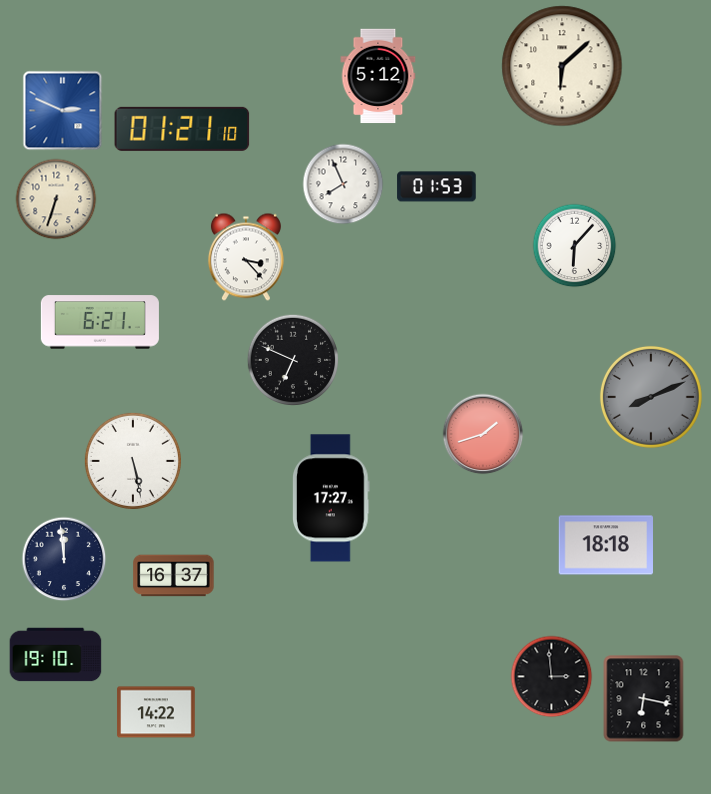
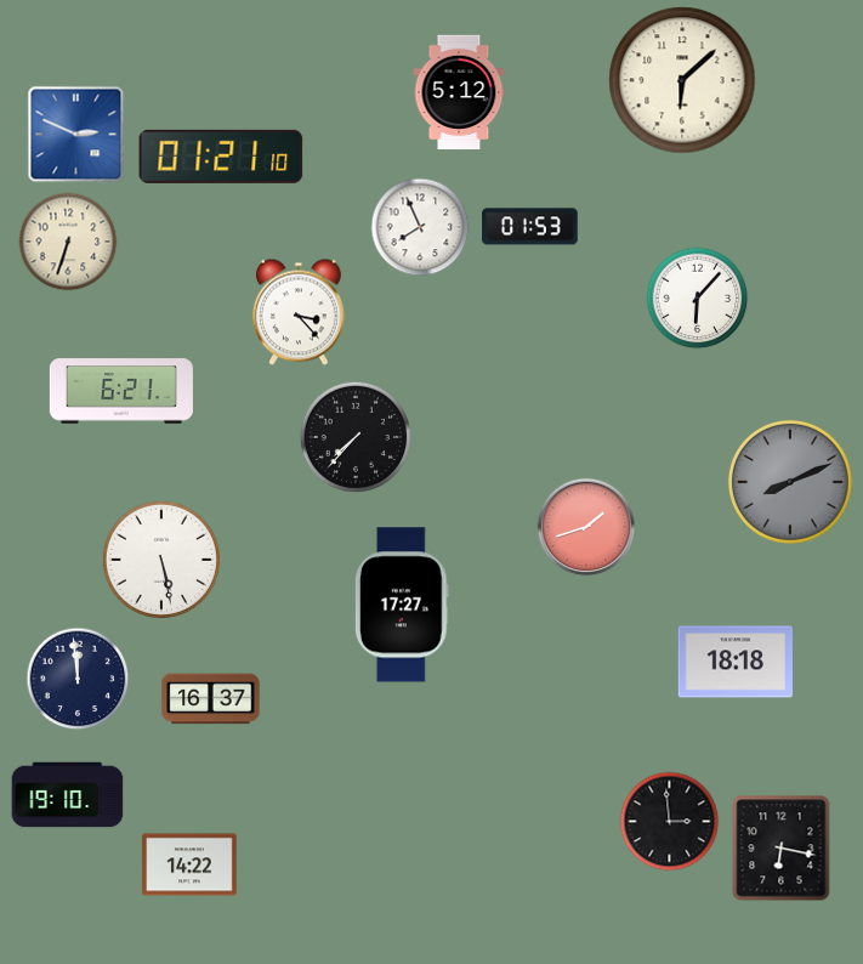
clock at (343, 184) position: (343, 184) -> (420, 227)
clock at (293, 360): 6:49 -> 7:37
